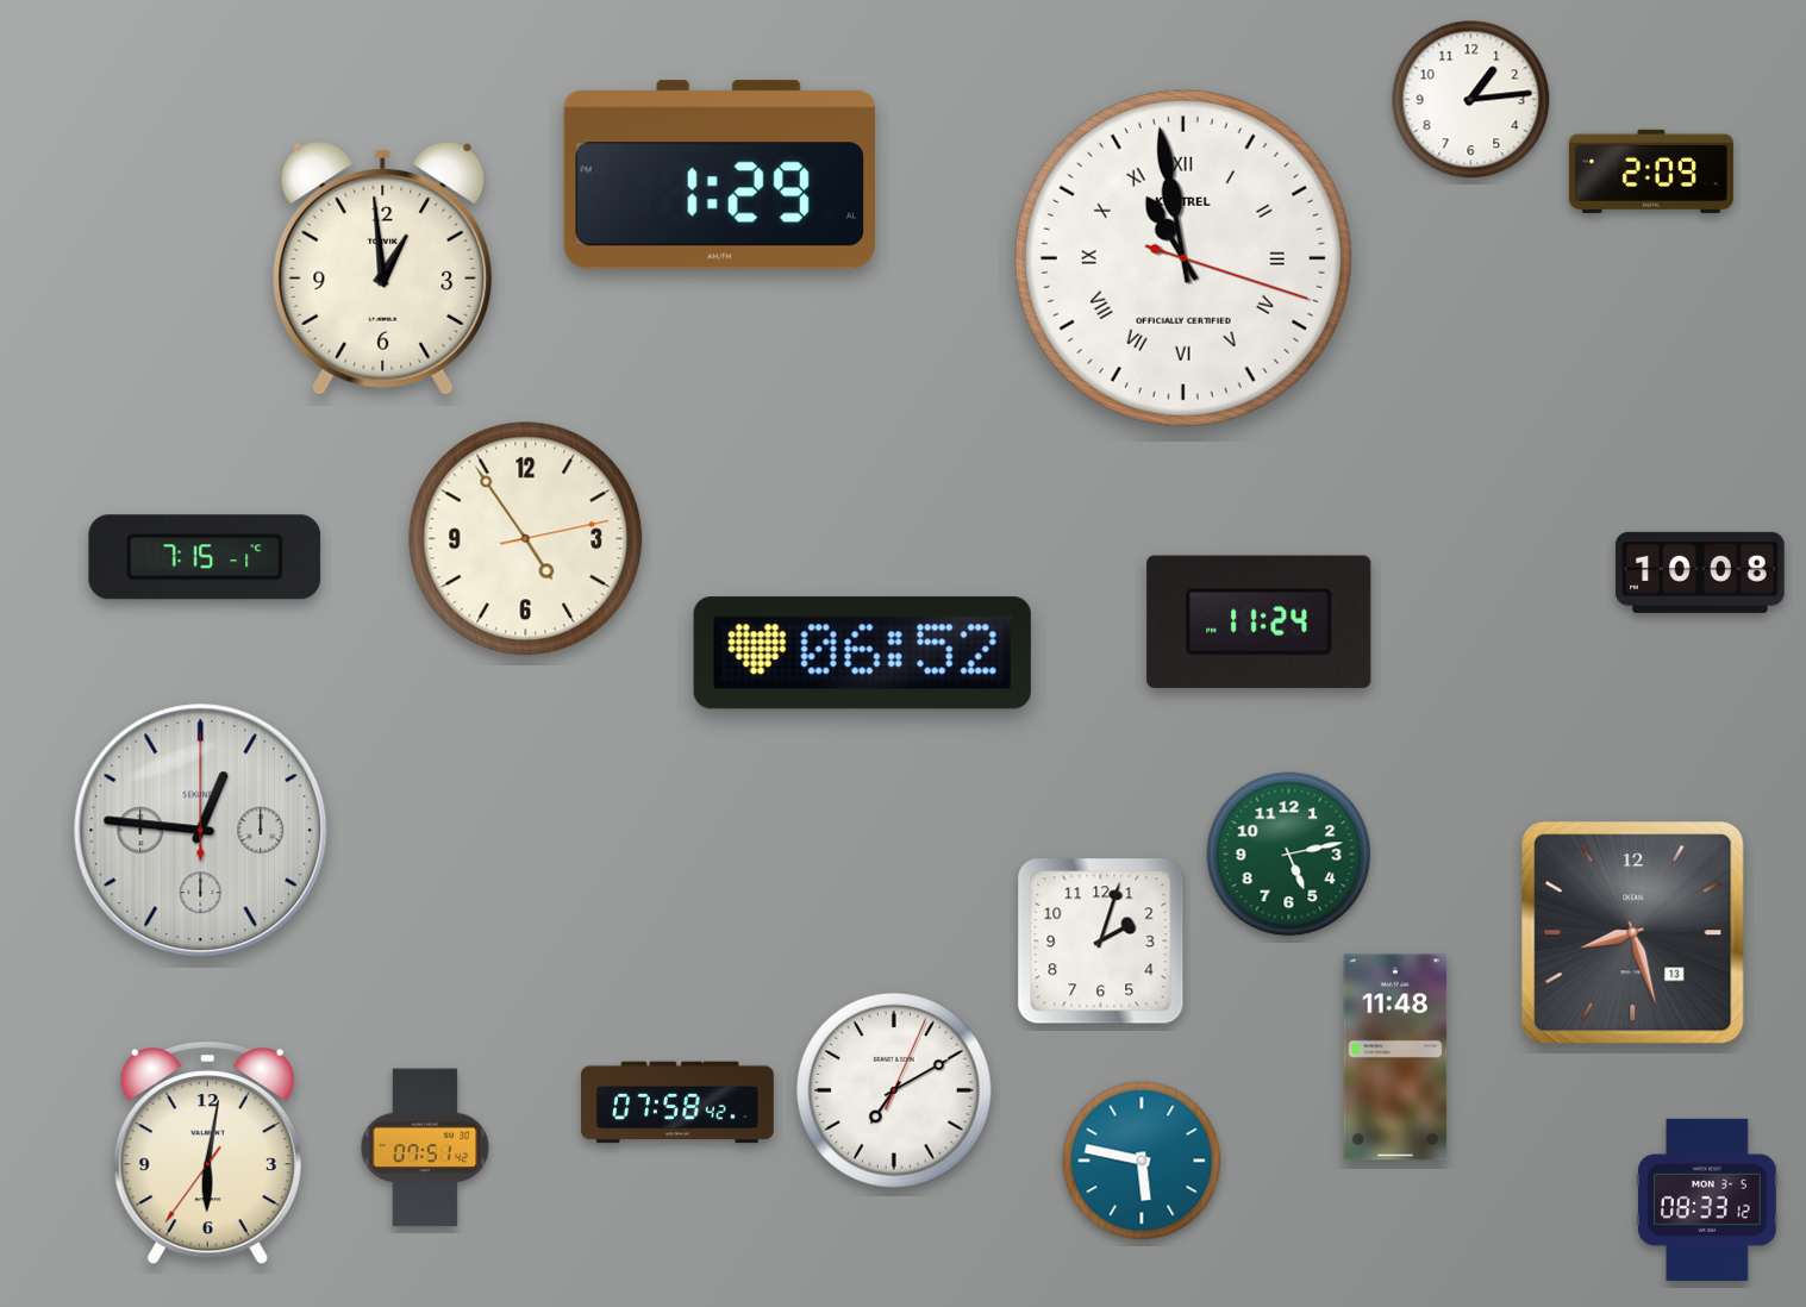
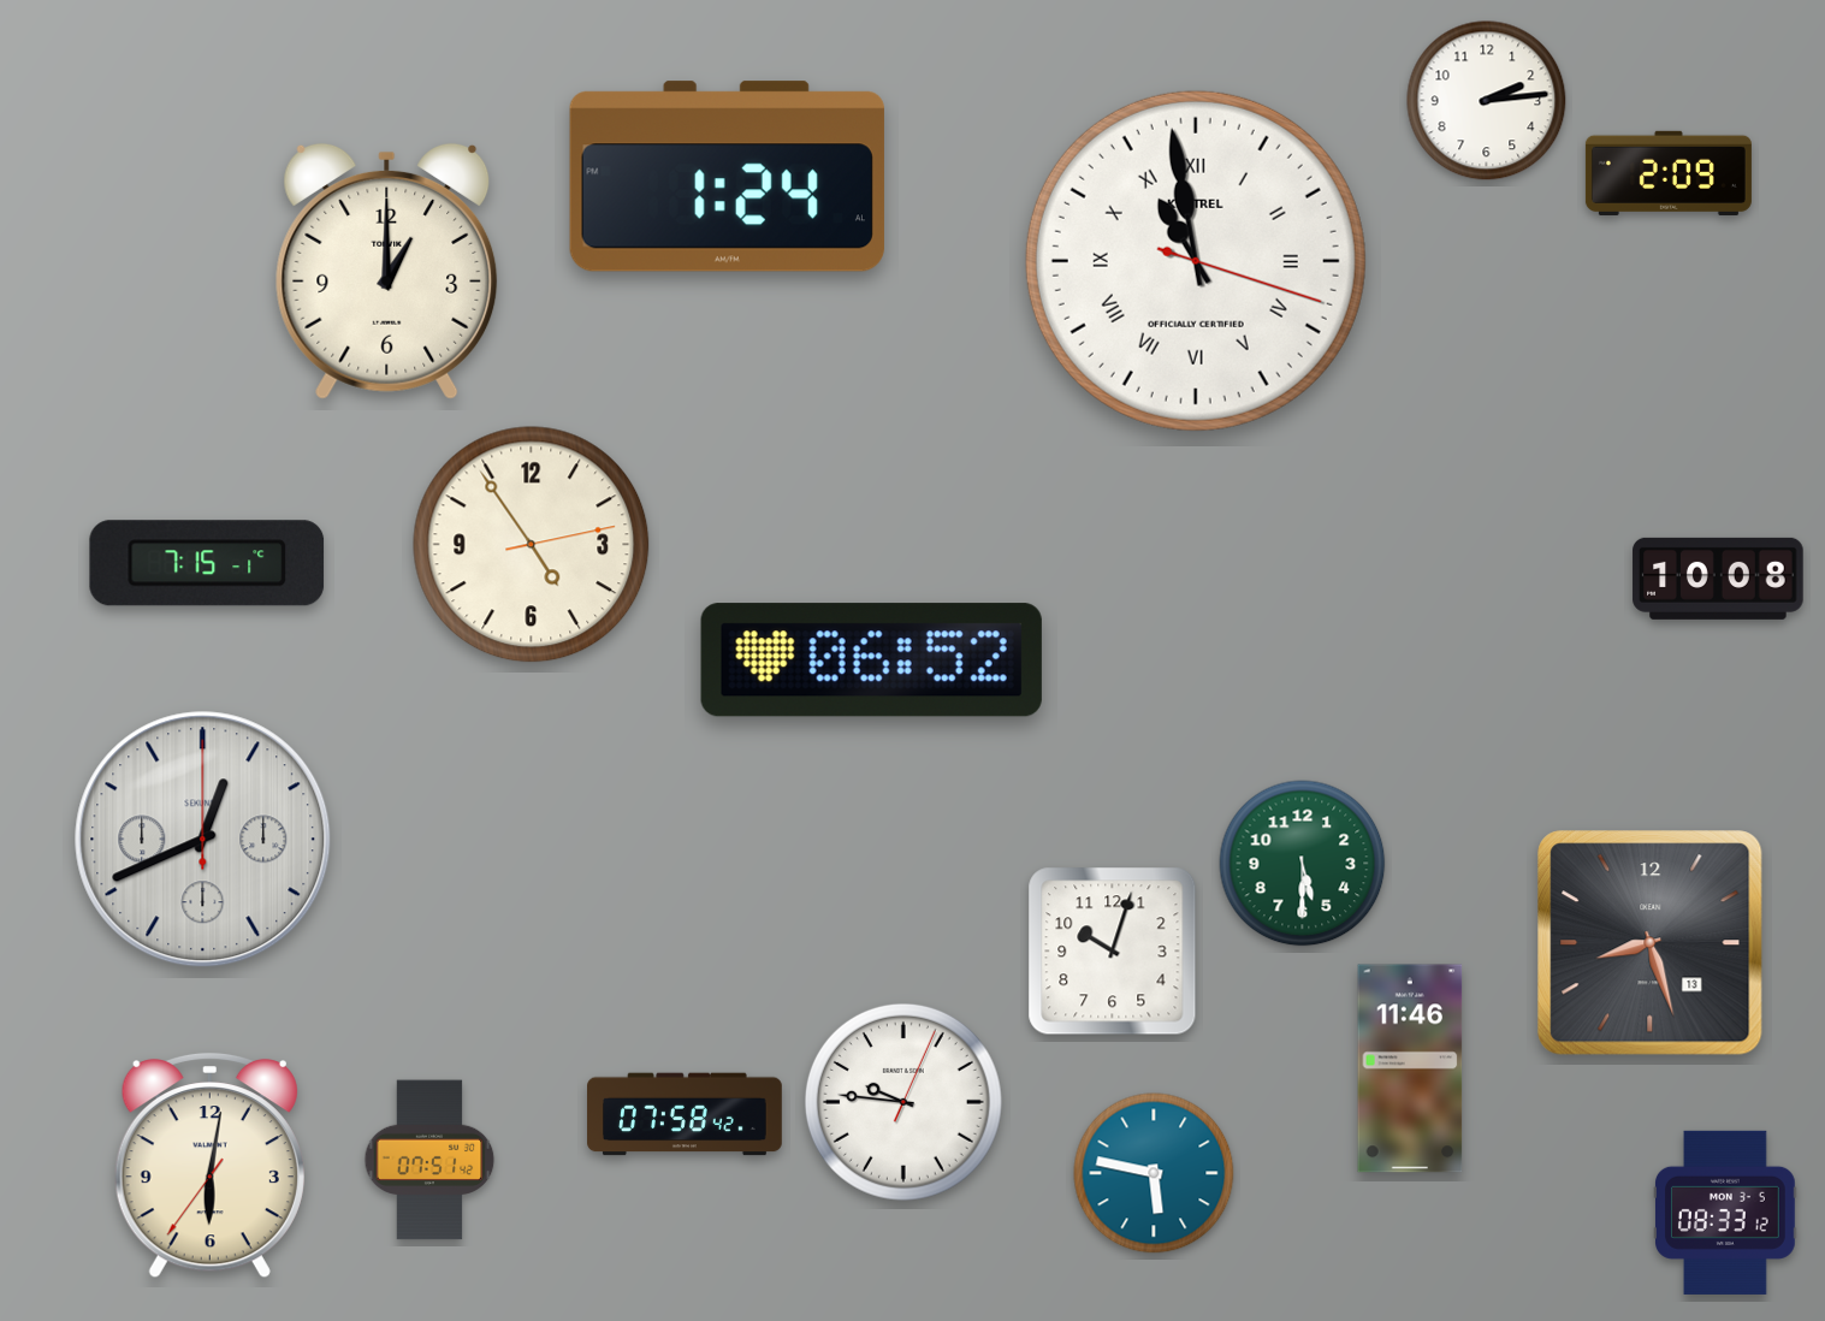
clock at (1471, 100): 1:14 -> 2:14
clock at (719, 175): 1:29 -> 1:24
clock at (383, 268): 12:59 -> 1:00
clock at (1260, 621): 11:24 -> none
clock at (201, 831): 12:46 -> 12:41
clock at (1289, 855): 5:13 -> 5:30
clock at (1101, 942): 2:03 -> 10:03
clock at (1395, 1057): 11:48 -> 11:46
clock at (894, 1090): 7:10 -> 9:46
